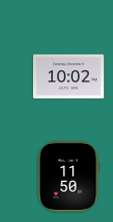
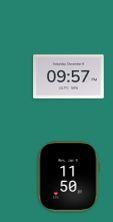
clock at (69, 77): 10:02 -> 09:57
